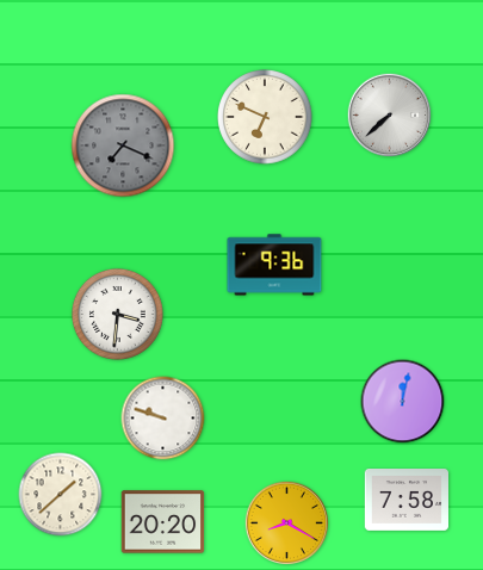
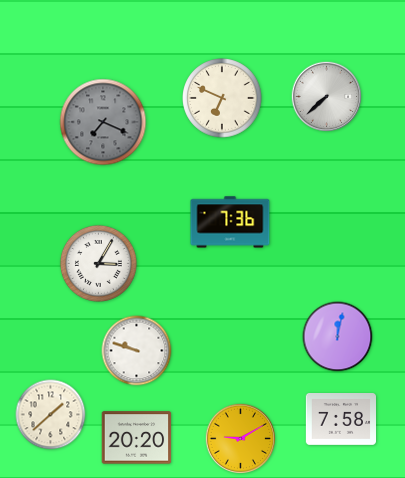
clock at (274, 265): 9:36 -> 7:36
clock at (117, 314): 3:31 -> 3:05
clock at (287, 523): 8:20 -> 9:10
